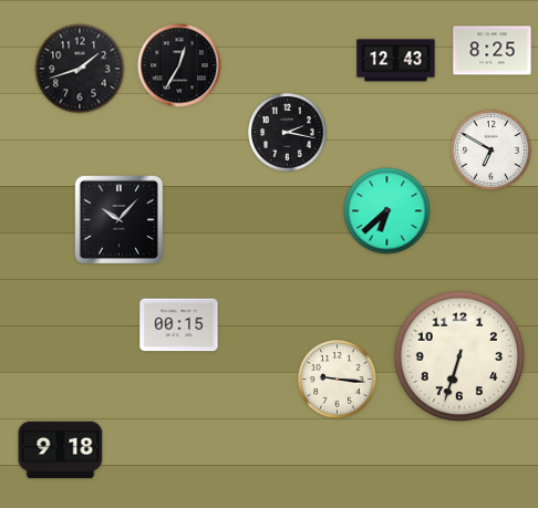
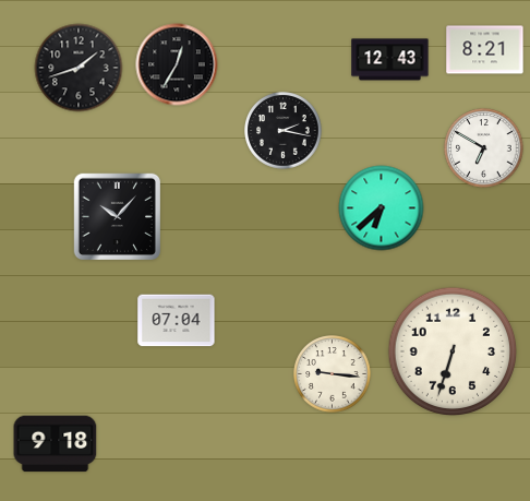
clock at (493, 51): 8:25 -> 8:21
clock at (179, 325): 00:15 -> 07:04
clock at (61, 450) position: (61, 450) -> (56, 444)
